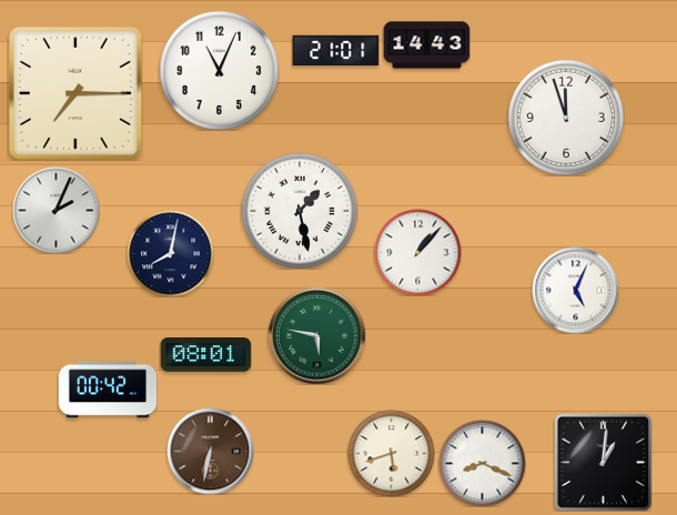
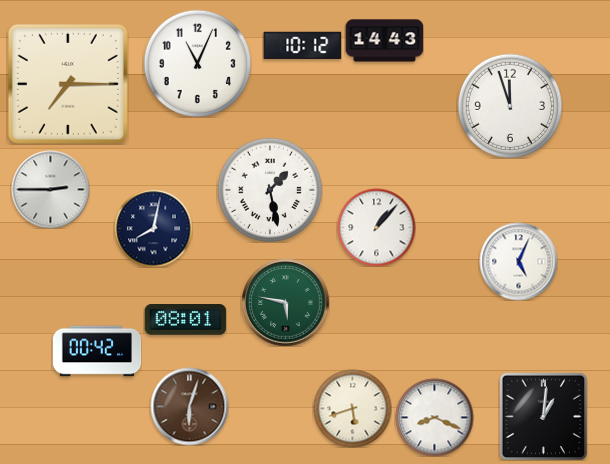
clock at (335, 50): 21:01 -> 10:12
clock at (55, 210): 2:04 -> 2:45
clock at (210, 451): 6:32 -> 6:03
